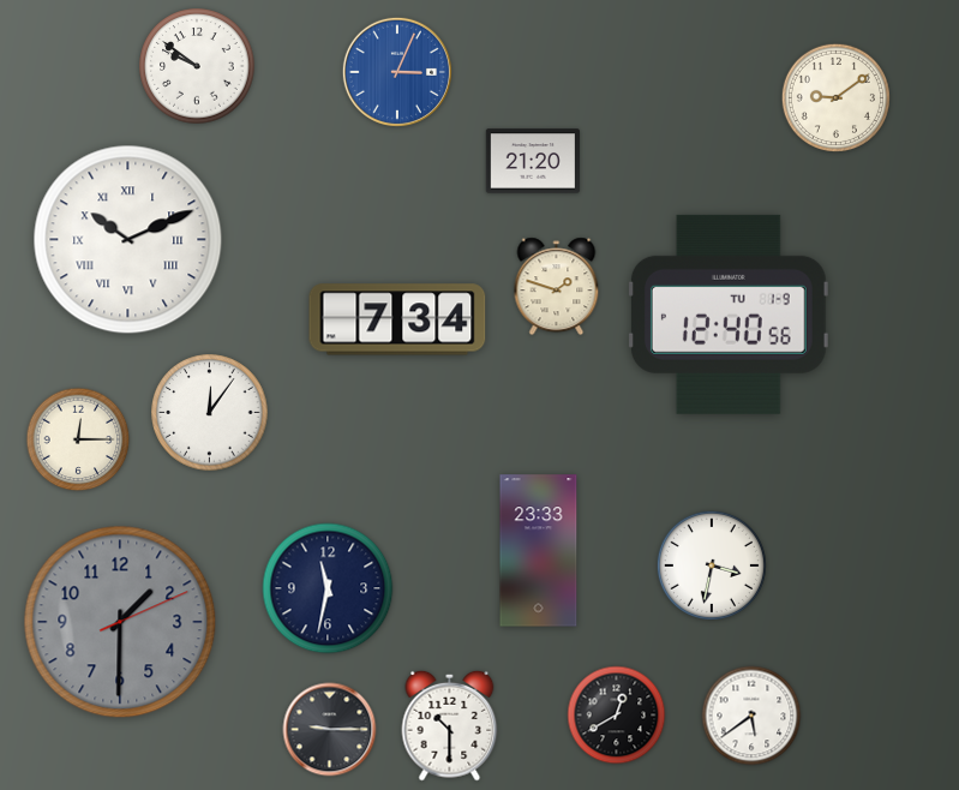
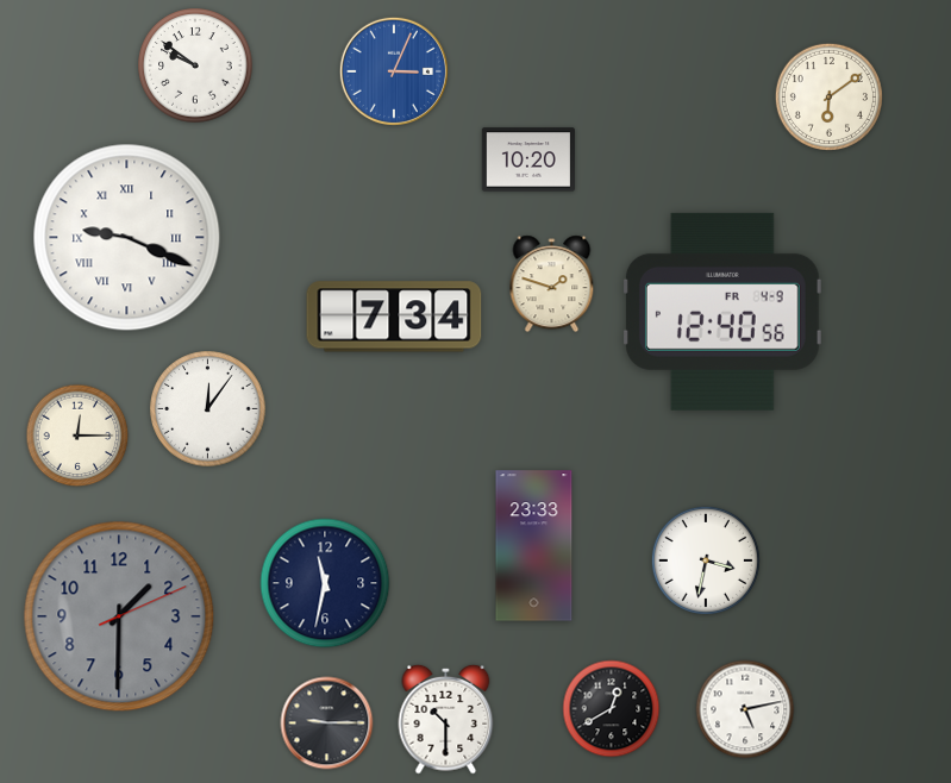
clock at (835, 97): 9:09 -> 6:09
clock at (533, 161): 21:20 -> 10:20
clock at (128, 240): 10:11 -> 9:19
clock at (729, 315) date: TU 1-9 -> FR 4-9
clock at (751, 716): 5:39 -> 5:13
